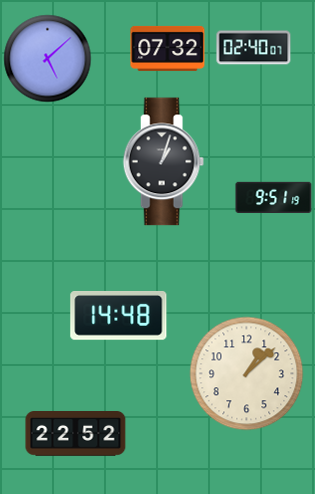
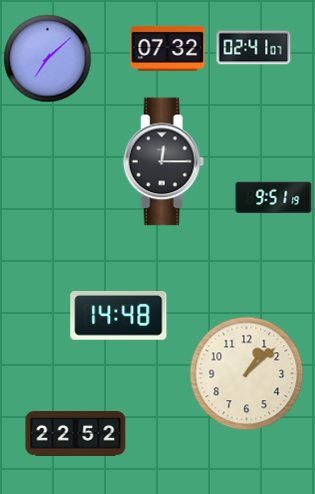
clock at (254, 48): 02:40 -> 02:41
clock at (48, 59): 5:08 -> 7:08
clock at (163, 162): 1:03 -> 12:15
